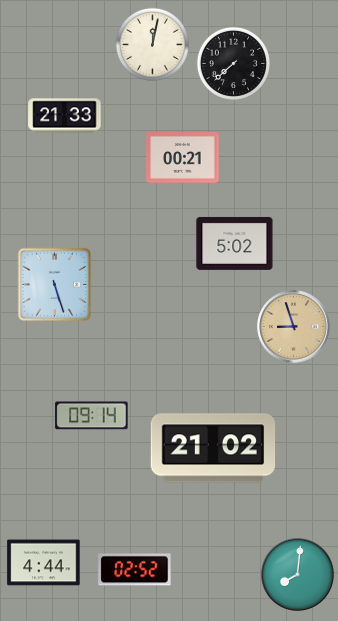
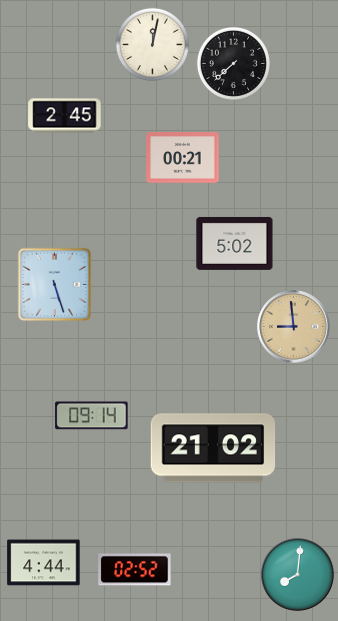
clock at (65, 116): 21:33 -> 2:45
clock at (294, 327): 8:57 -> 8:59
